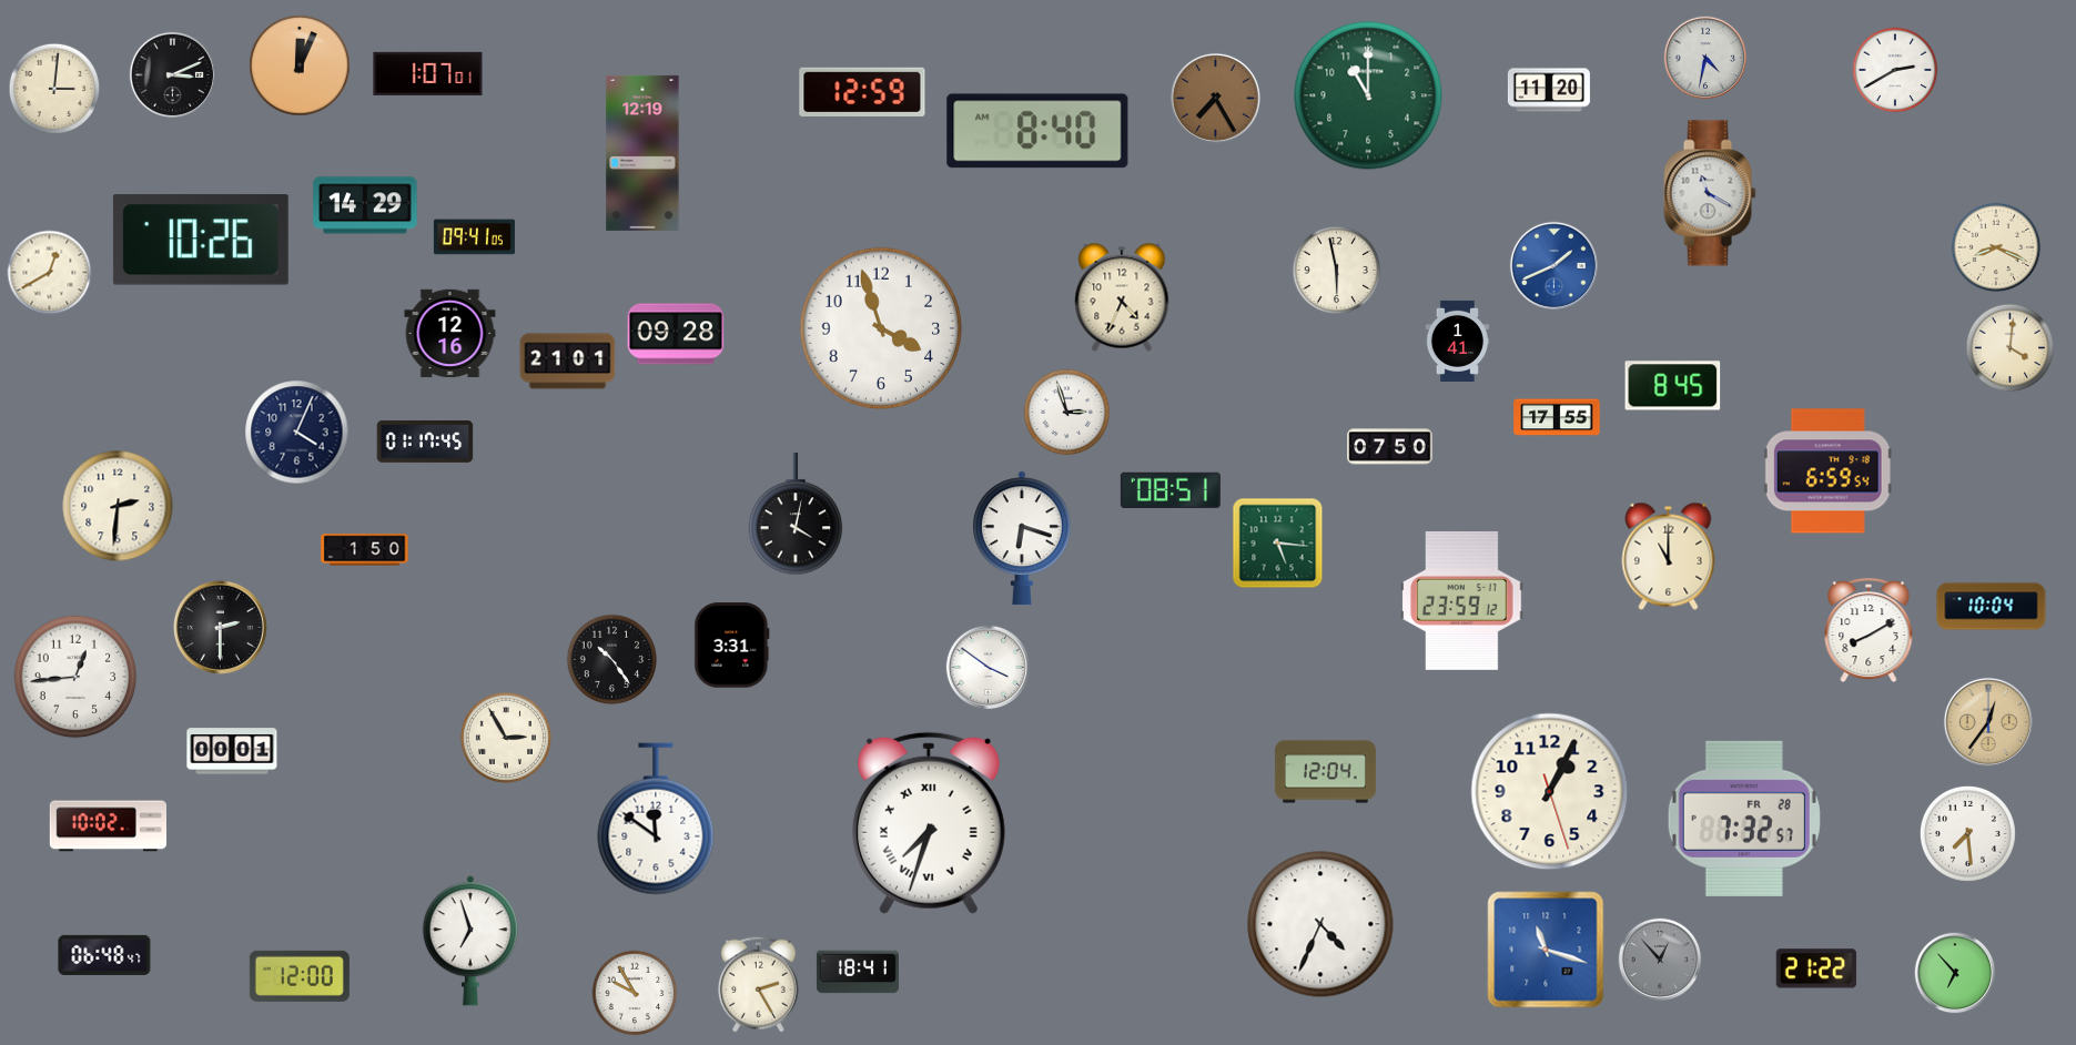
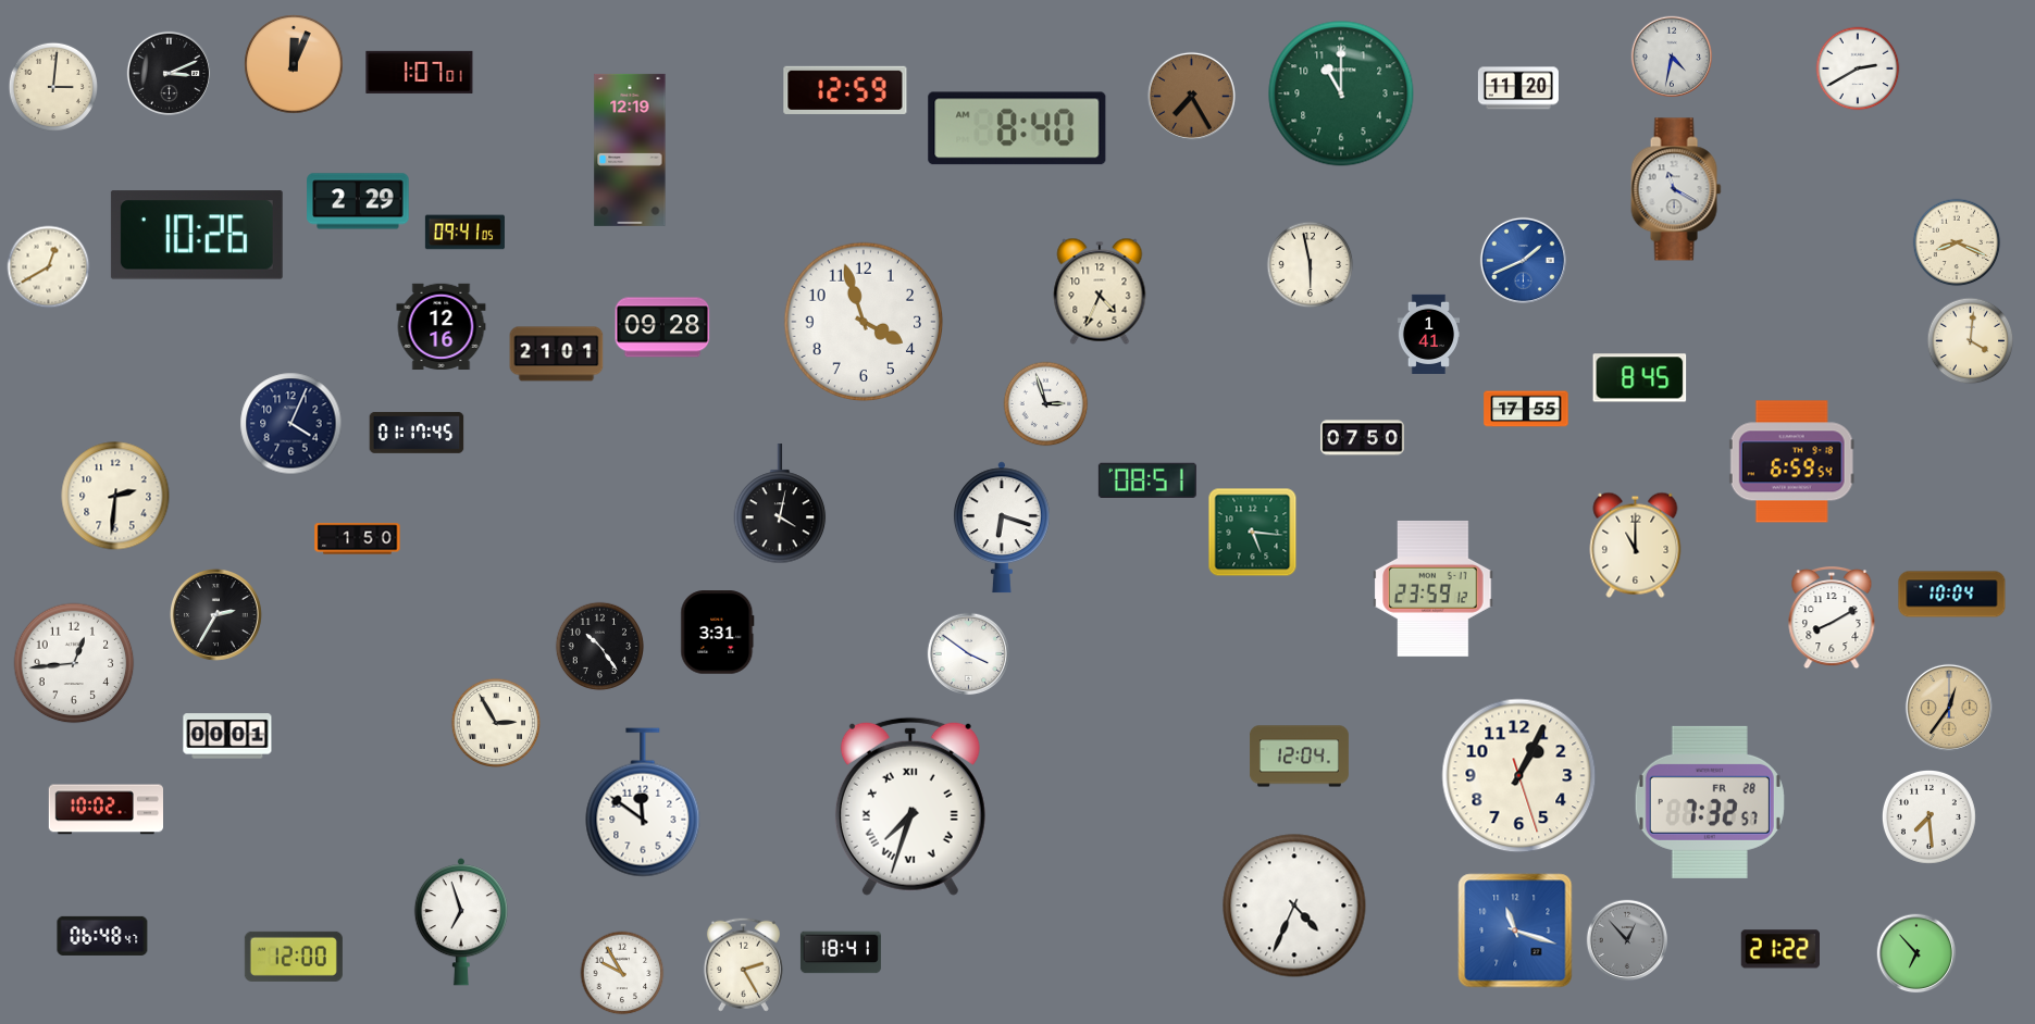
clock at (365, 205): 14:29 -> 2:29
clock at (220, 627): 2:30 -> 2:35
